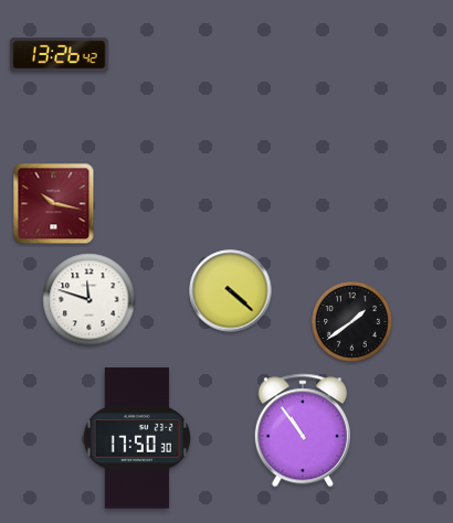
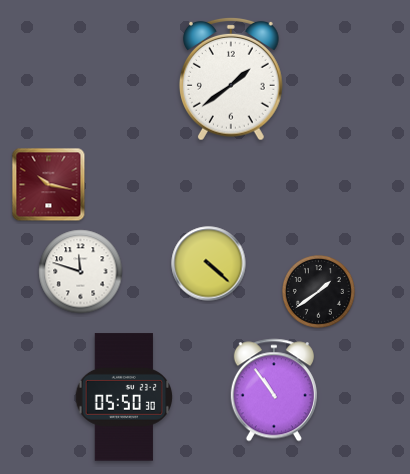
clock at (60, 55): 13:26 -> none
clock at (231, 79): none -> 1:39
clock at (137, 438): 17:50 -> 05:50
